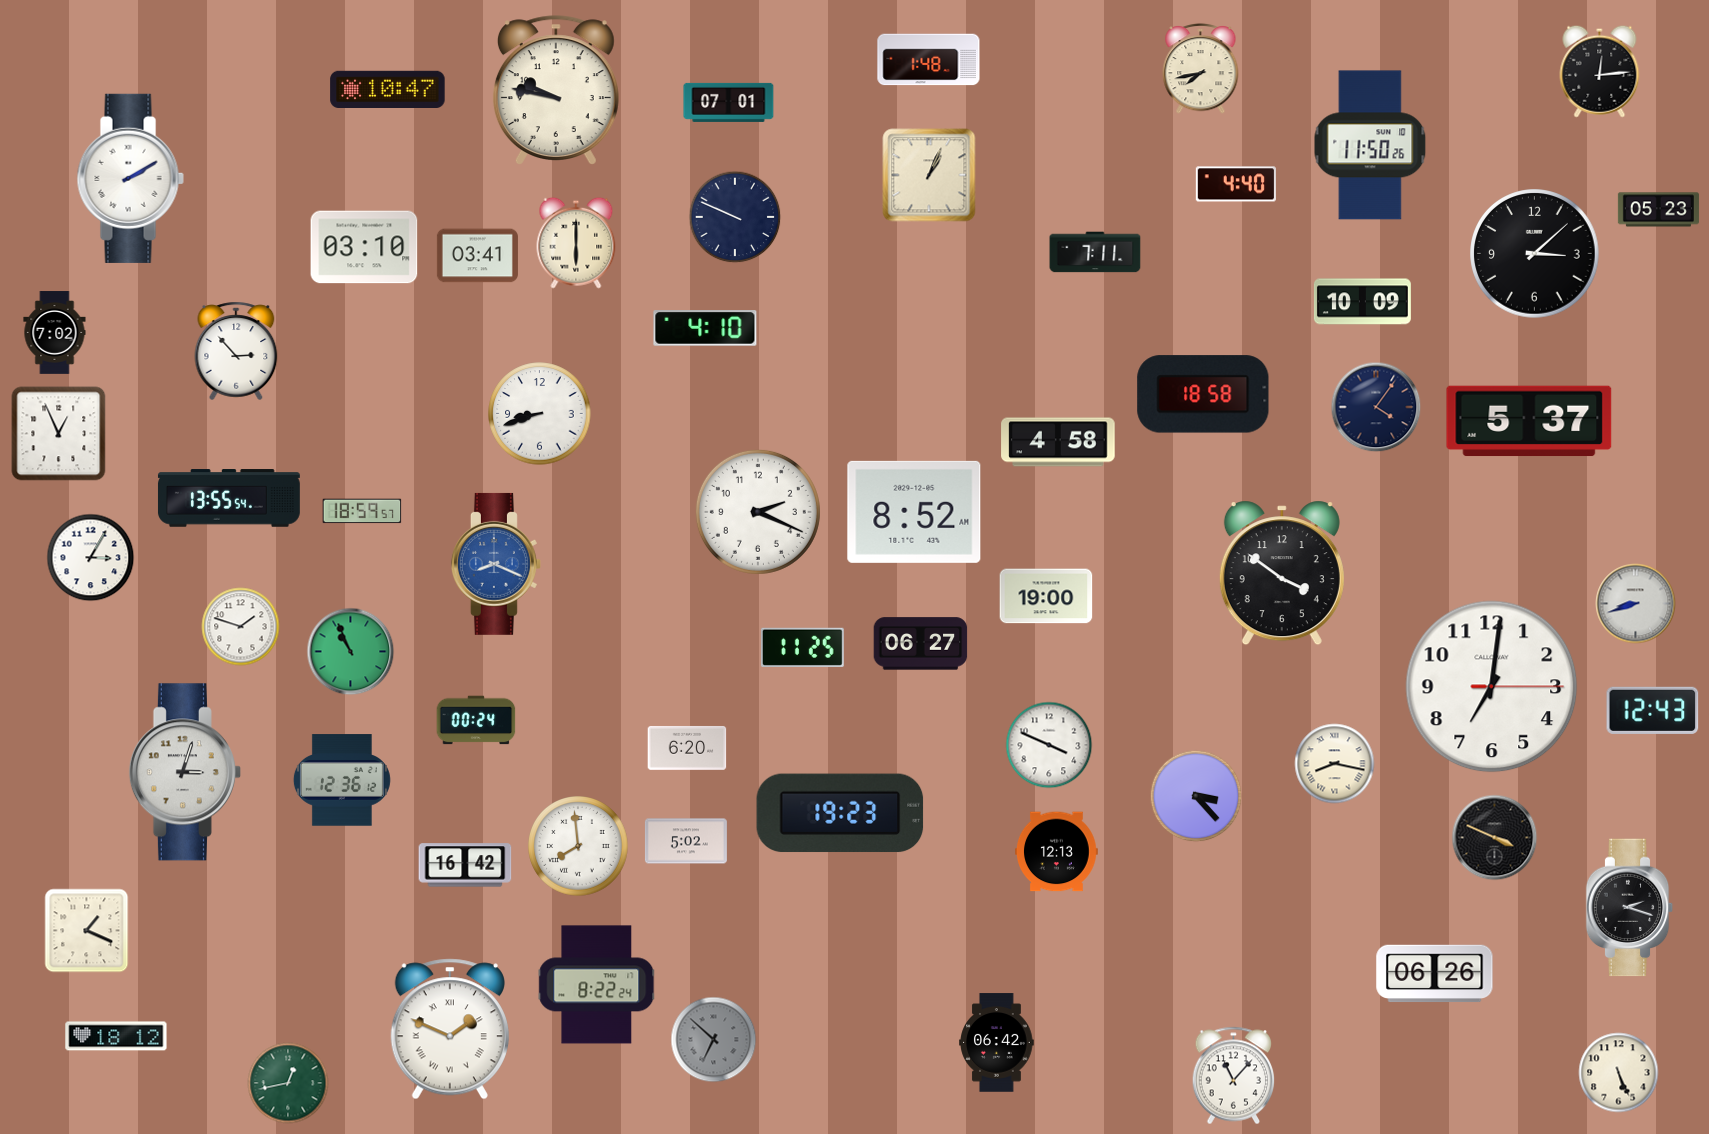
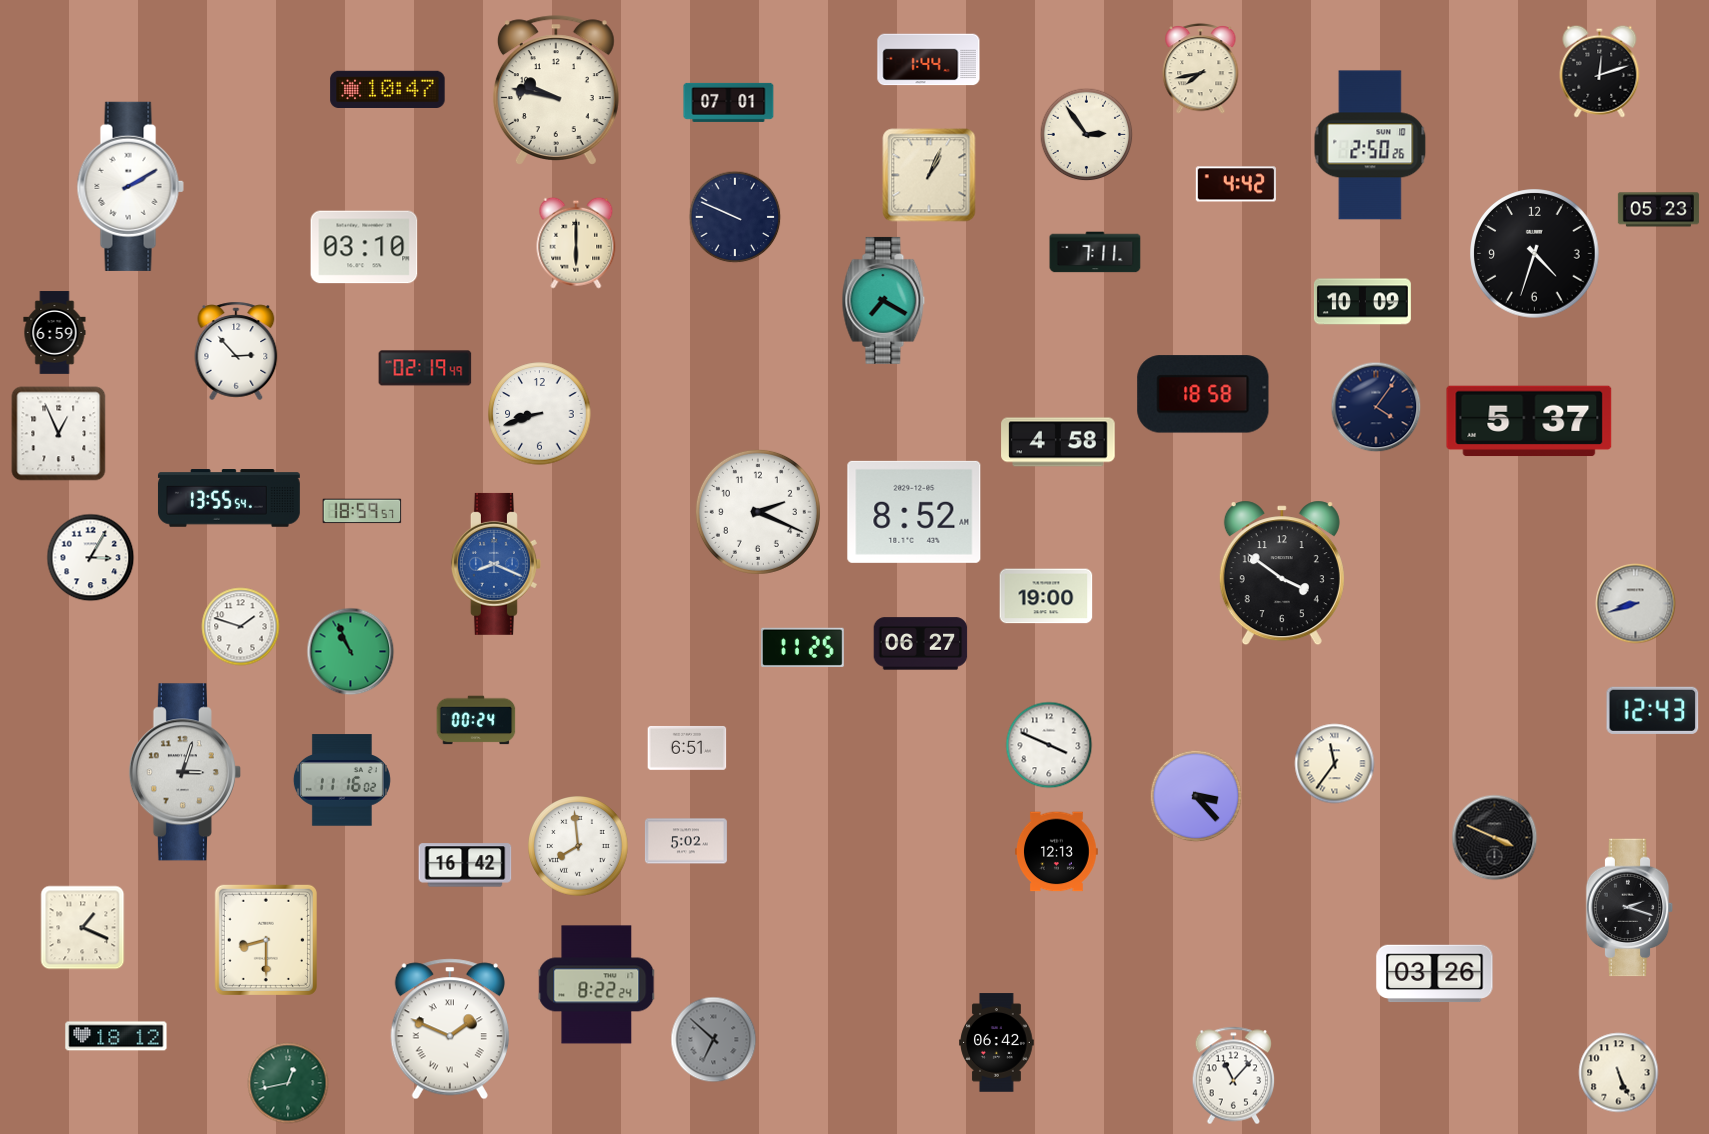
clock at (929, 60): 1:48 -> 1:44
clock at (1600, 71): 12:14 -> 12:12
clock at (1087, 135): none -> 2:54
clock at (1370, 145): 11:50 -> 2:50
clock at (130, 178) position: (130, 178) -> (130, 186)
clock at (1236, 184): 4:40 -> 4:42
clock at (1535, 254): 3:08 -> 4:33
clock at (477, 256): 03:41 -> none
clock at (884, 300): none -> 7:20
clock at (705, 328): 4:10 -> none
clock at (55, 333): 7:02 -> 6:59
clock at (425, 368): none -> 02:19
clock at (1492, 687): 7:01 -> none
clock at (687, 748): 6:20 -> 6:51
clock at (1335, 764): 8:17 -> 11:36
clock at (342, 780): 12:36 -> 11:16
clock at (840, 813): 19:23 -> none
clock at (87, 931) position: (87, 931) -> (83, 928)
clock at (266, 940): none -> 8:30
clock at (1435, 974): 06:26 -> 03:26
